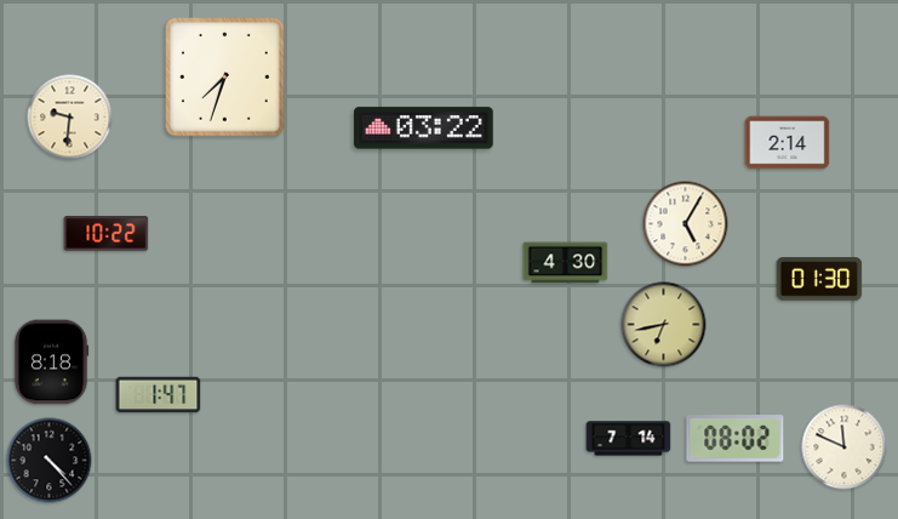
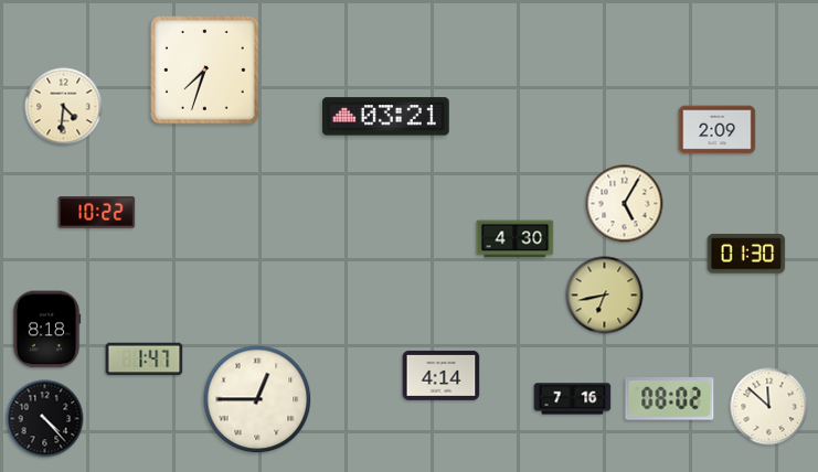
clock at (70, 118): 9:31 -> 4:31
clock at (424, 129): 03:22 -> 03:21
clock at (788, 143): 2:14 -> 2:09
clock at (442, 376): none -> 4:14
clock at (257, 399): none -> 12:45
clock at (629, 439): 7:14 -> 7:16
clock at (845, 447): 11:49 -> 11:52
